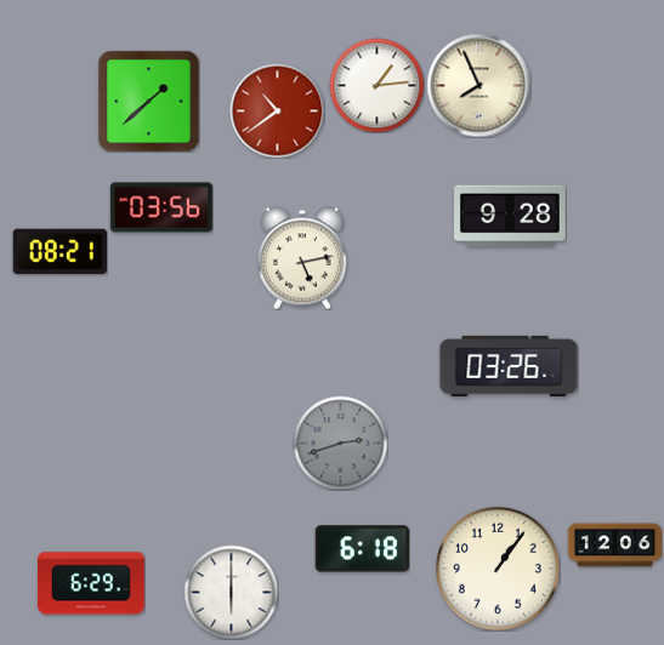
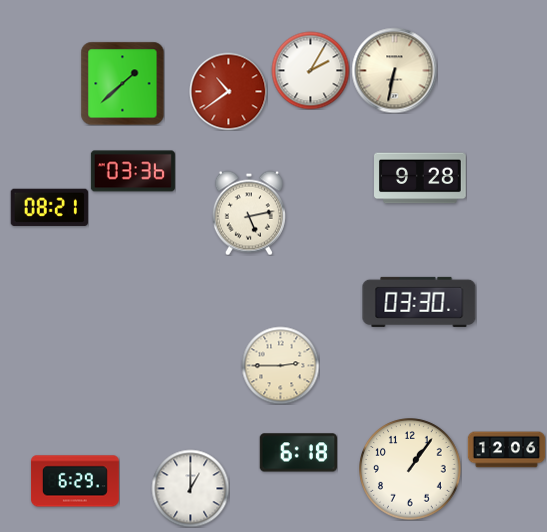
clock at (376, 85): 1:14 -> 2:05
clock at (478, 85): 7:56 -> 6:32
clock at (161, 207): 03:56 -> 03:36
clock at (509, 366): 03:26 -> 03:30
clock at (340, 443): 2:42 -> 2:45
clock at (340, 443) dial: grey -> cream
clock at (231, 592): 6:00 -> 1:00
